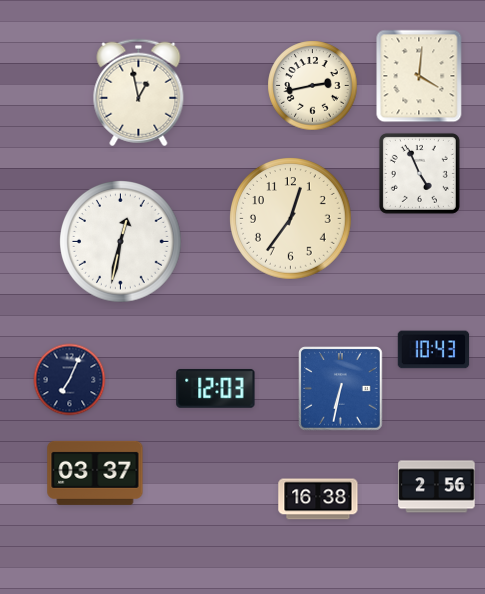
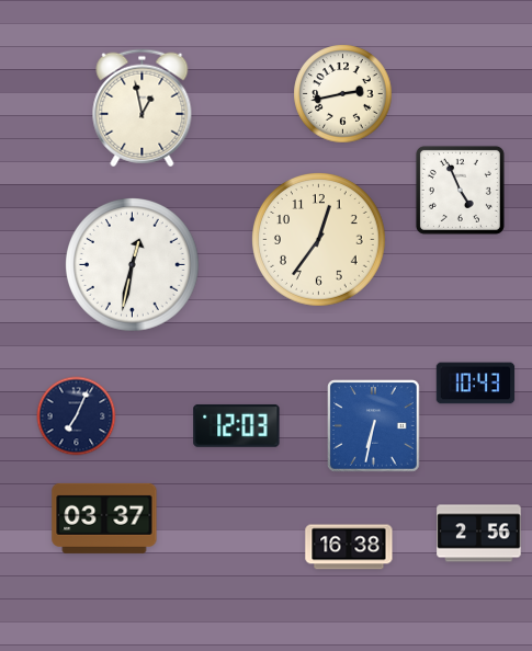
clock at (419, 76): 4:01 -> none
clock at (139, 93) position: (139, 93) -> (143, 108)
